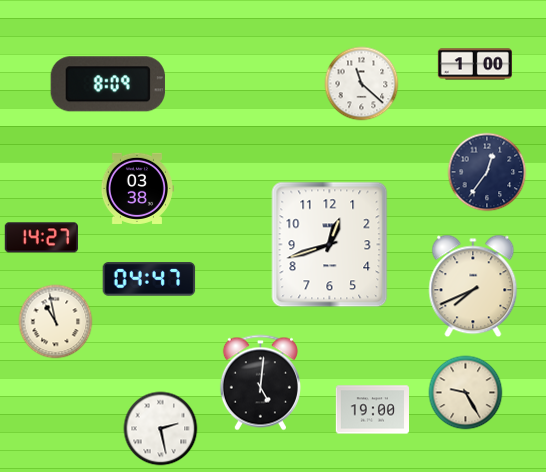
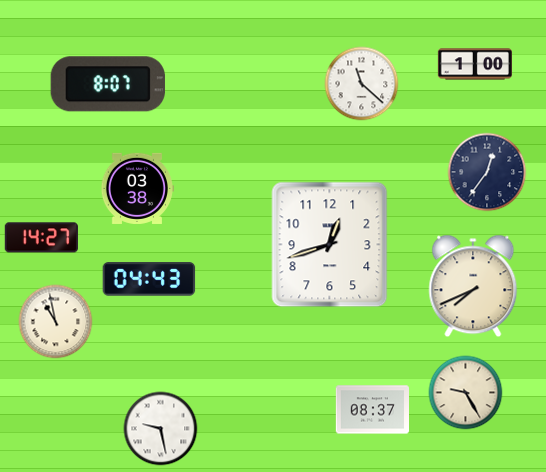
clock at (108, 84): 8:09 -> 8:07
clock at (149, 279): 04:47 -> 04:43
clock at (260, 383): 5:01 -> none
clock at (372, 410): 19:00 -> 08:37
clock at (161, 429): 2:28 -> 9:28
